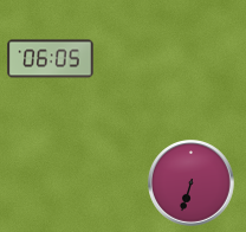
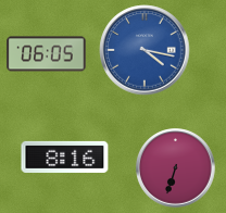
clock at (145, 50): none -> 4:17
clock at (65, 156): none -> 8:16
